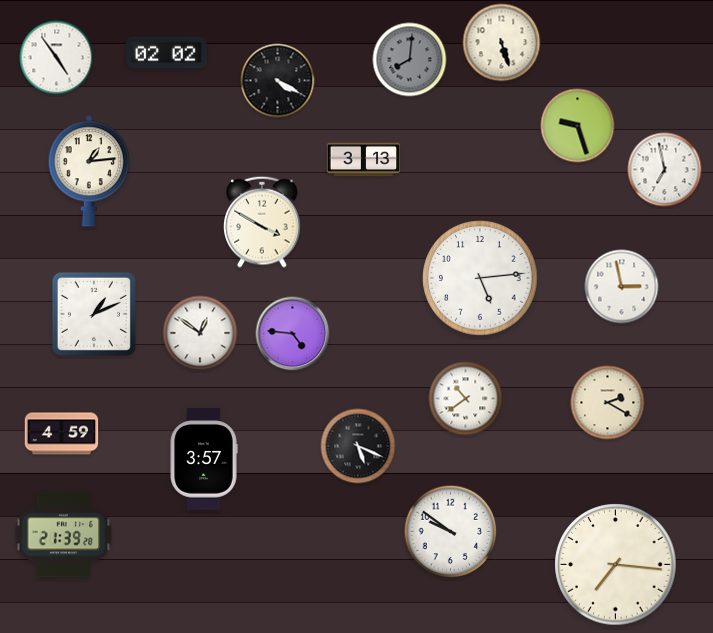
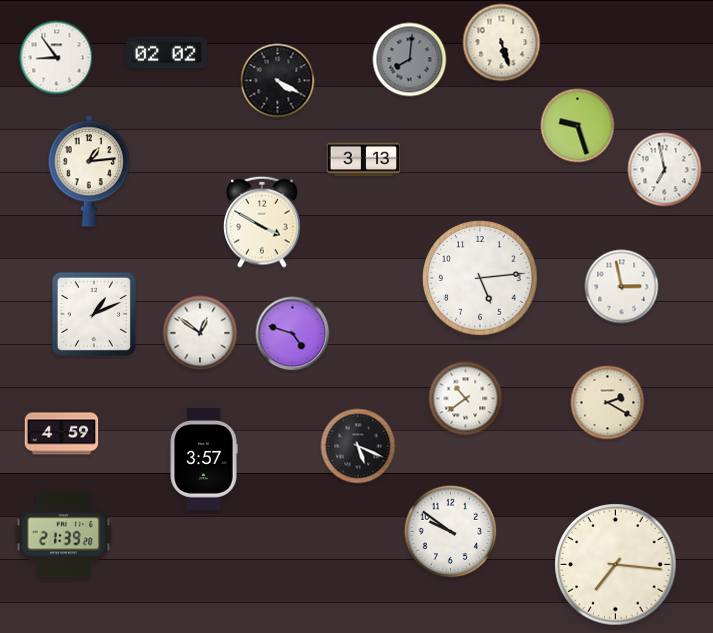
clock at (57, 58): 4:54 -> 8:54
clock at (293, 334): 4:46 -> 4:48
